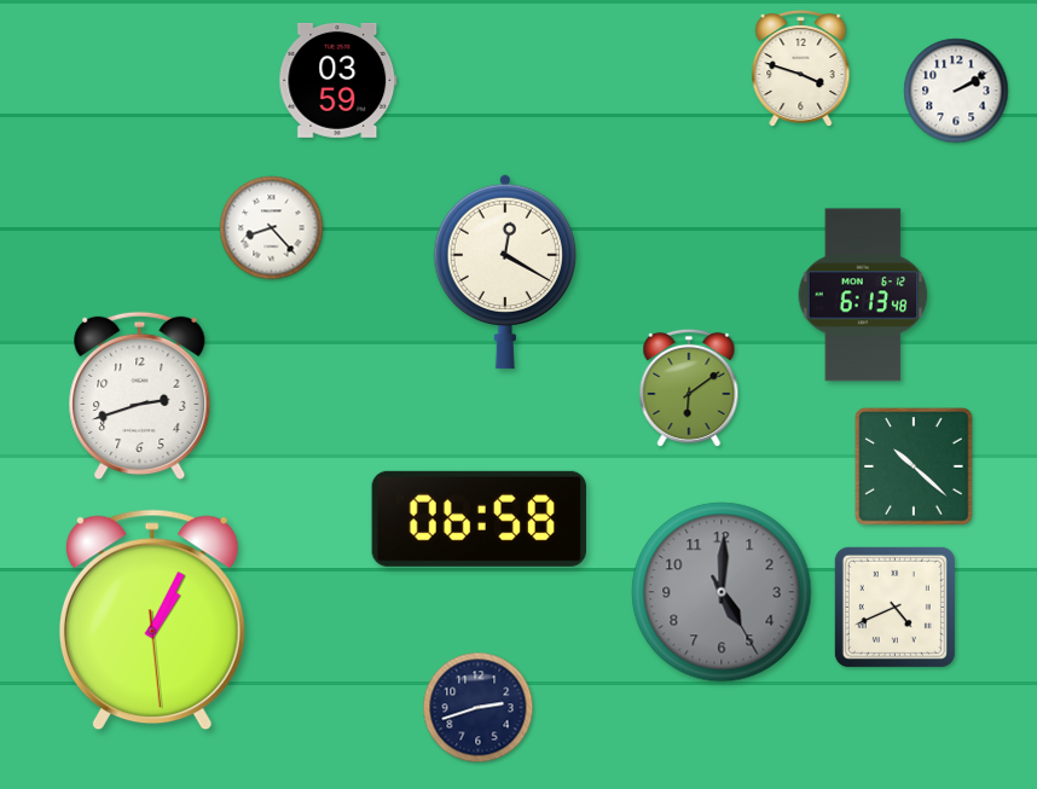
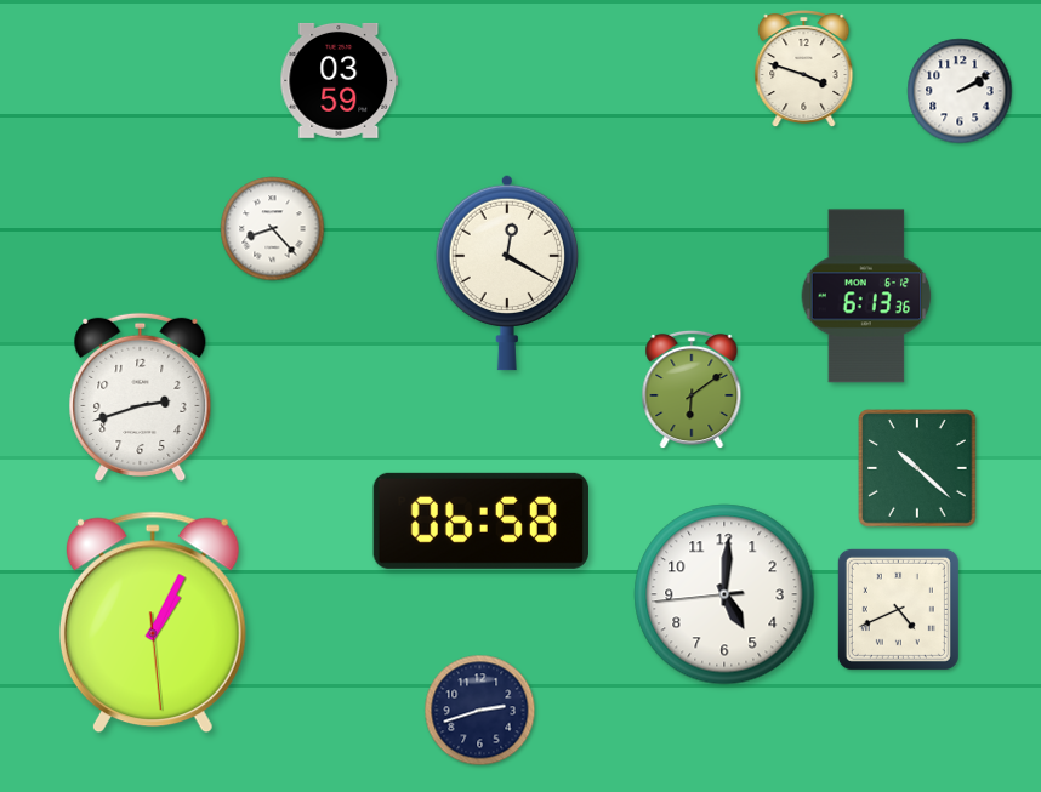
clock at (863, 295): 6:13:48 -> 6:13:36
clock at (722, 592): 5:00:25 -> 5:00:44
clock at (722, 592) dial: grey -> white
